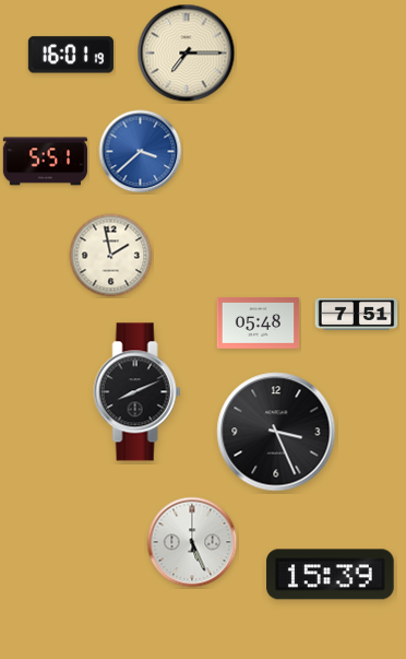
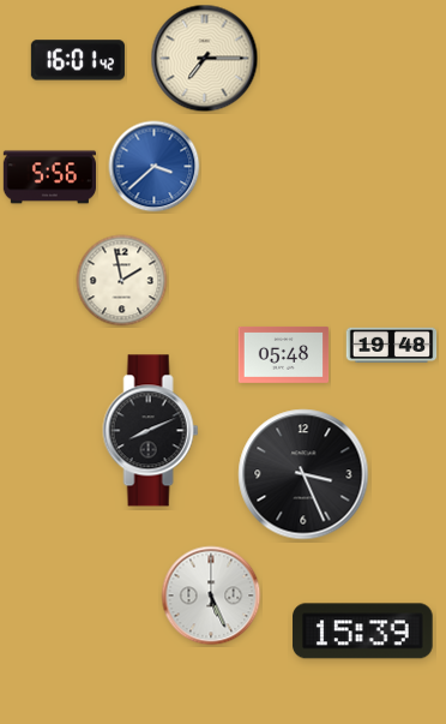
clock at (71, 55): 16:01:19 -> 16:01:42
clock at (45, 162): 5:51 -> 5:56
clock at (357, 315): 7:51 -> 19:48
